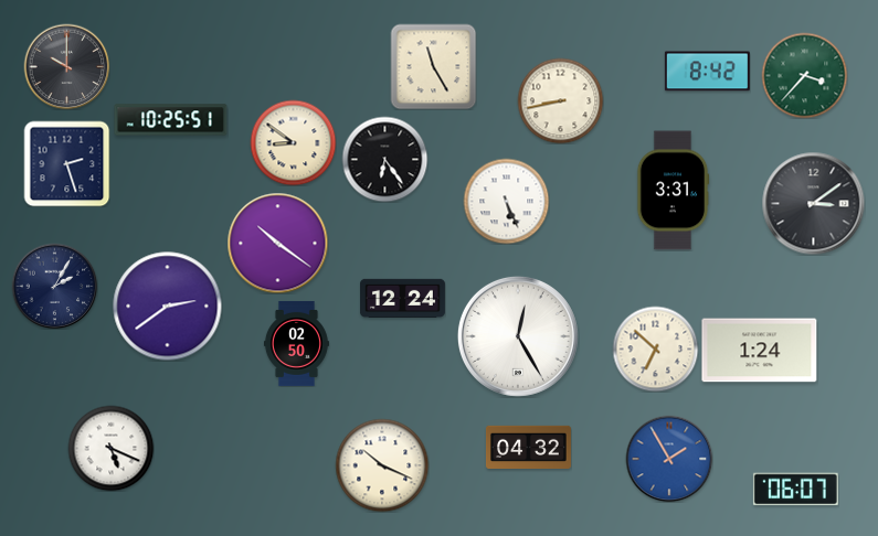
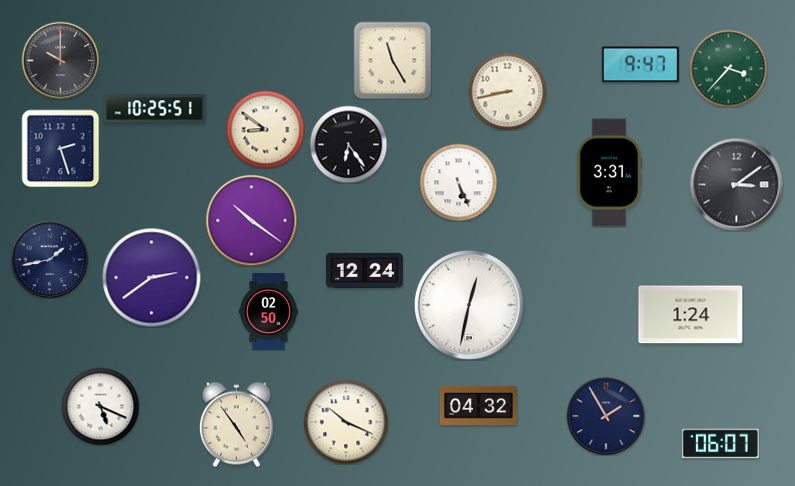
clock at (707, 72): 8:42 -> 9:47
clock at (54, 286): 2:05 -> 1:43
clock at (518, 336): 12:25 -> 12:32
clock at (655, 349): 6:52 -> none
clock at (760, 351) position: (760, 351) -> (691, 315)
clock at (669, 459) dial: blue -> navy
clock at (236, 424): none -> 4:54
